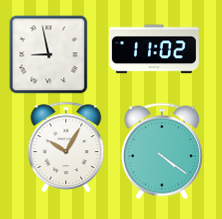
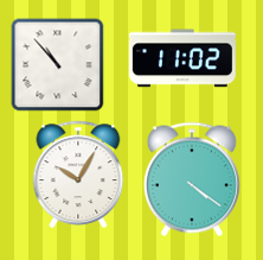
clock at (48, 54): 8:58 -> 10:53
